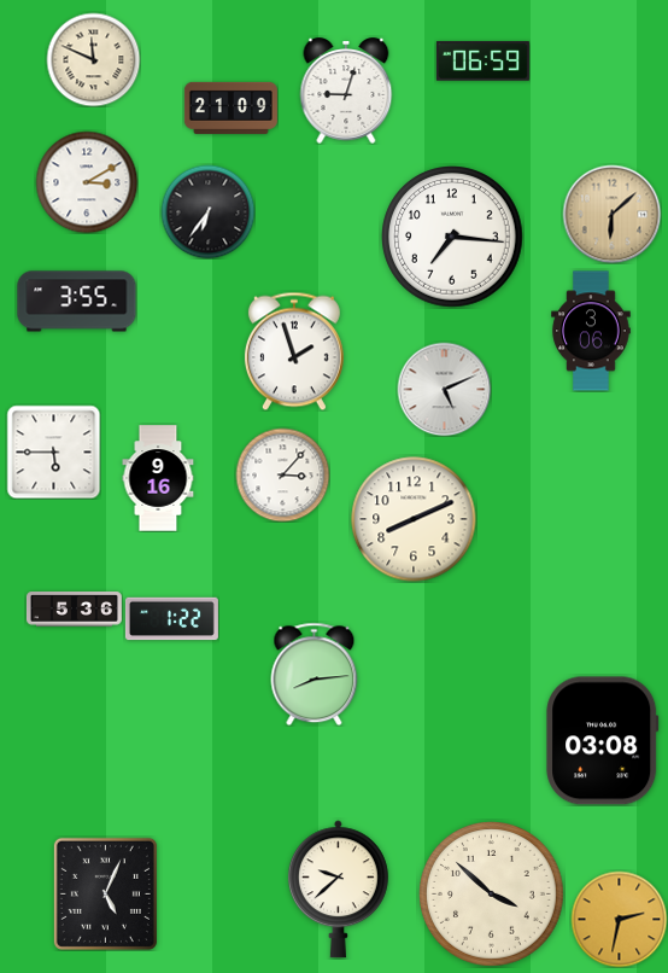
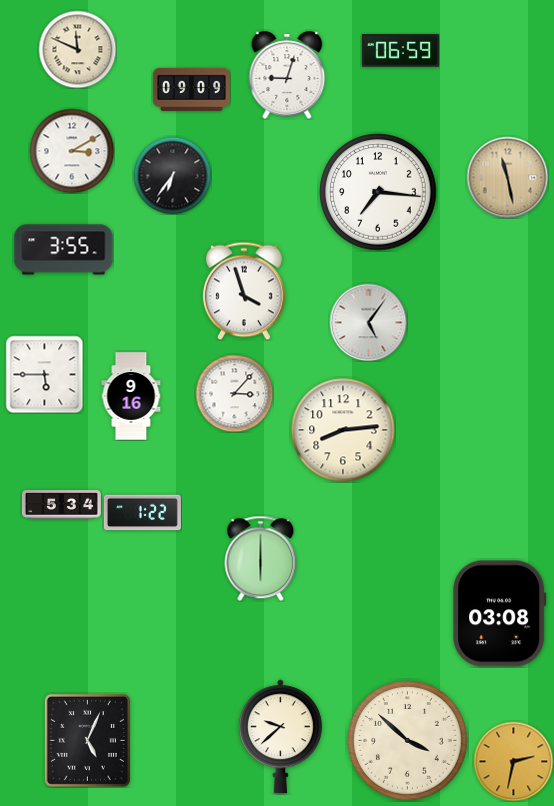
clock at (230, 107): 21:09 -> 09:09
clock at (611, 214): 6:08 -> 11:28
clock at (452, 237) position: (452, 237) -> (378, 192)
clock at (591, 331): 3:06 -> none
clock at (294, 351): 1:57 -> 3:57
clock at (444, 389): 5:11 -> 5:06
clock at (414, 519): 8:11 -> 8:14
clock at (74, 610): 5:36 -> 5:34
clock at (315, 674): 8:14 -> 6:00
